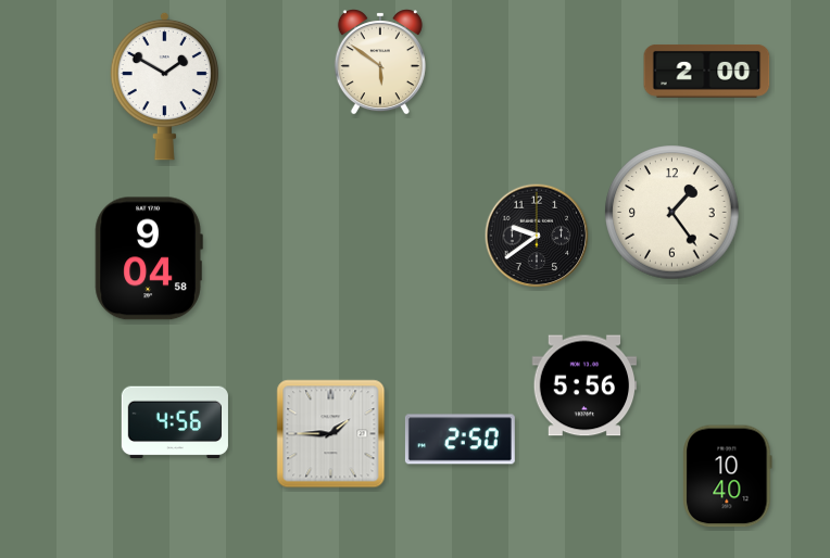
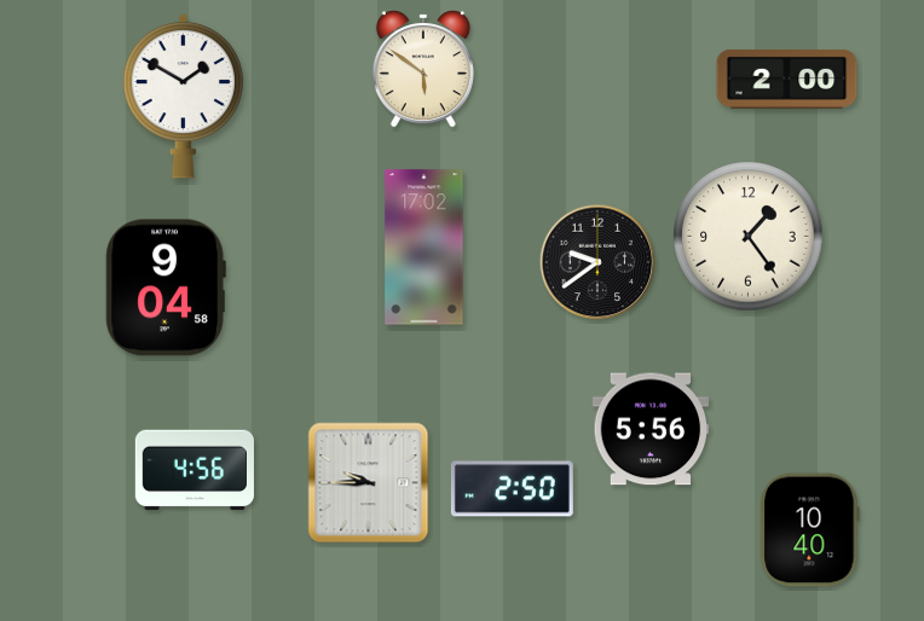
clock at (425, 248): none -> 17:02
clock at (331, 434): 1:45 -> 9:45
